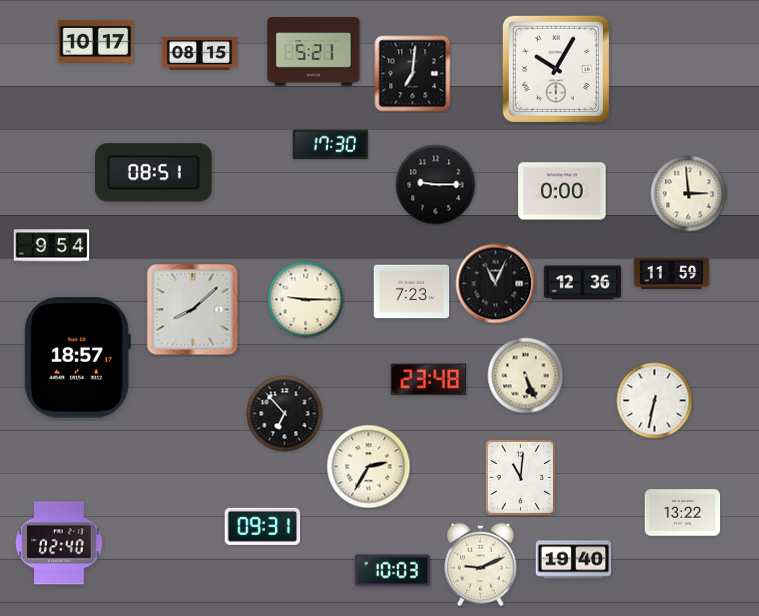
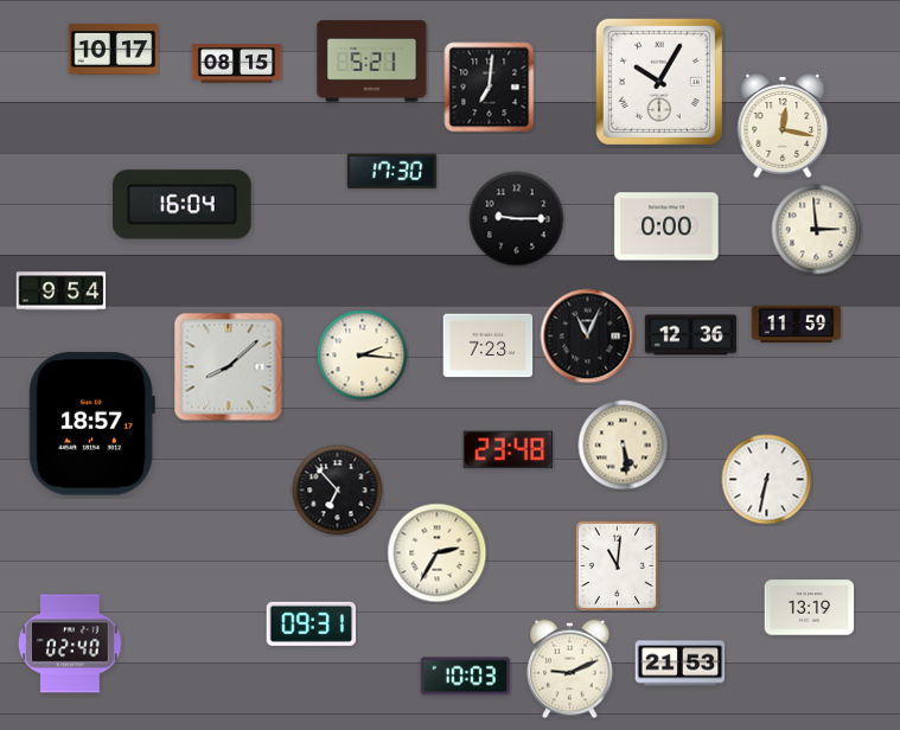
clock at (783, 126): none -> 12:17
clock at (153, 173): 08:51 -> 16:04
clock at (306, 300): 9:15 -> 2:16
clock at (526, 376): 5:26 -> 5:29
clock at (655, 401) position: (655, 401) -> (767, 480)
clock at (683, 513): 13:22 -> 13:19
clock at (574, 560): 19:40 -> 21:53
